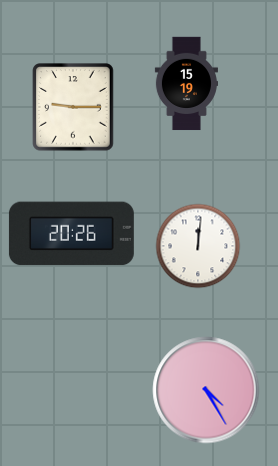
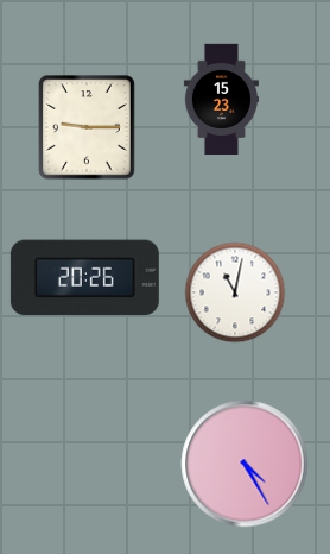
clock at (186, 84): 15:19 -> 15:23
clock at (198, 246): 12:01 -> 11:02
